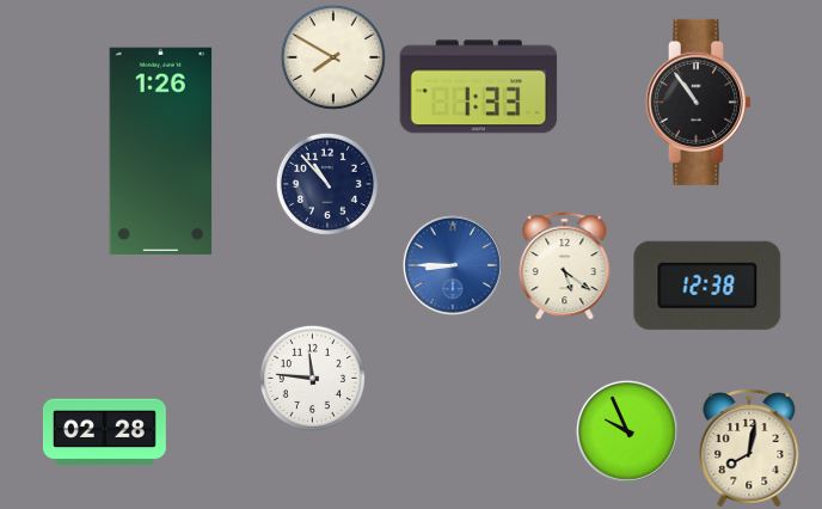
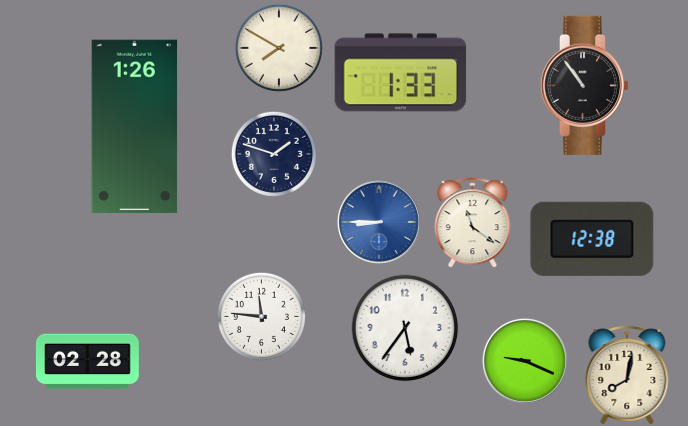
clock at (327, 184): 10:53 -> 1:48
clock at (565, 266): 5:21 -> 11:21
clock at (405, 328): none -> 5:36
clock at (627, 431): 9:56 -> 9:19
